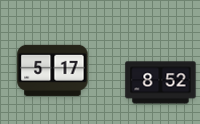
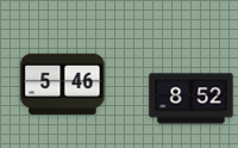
clock at (53, 70): 5:17 -> 5:46
